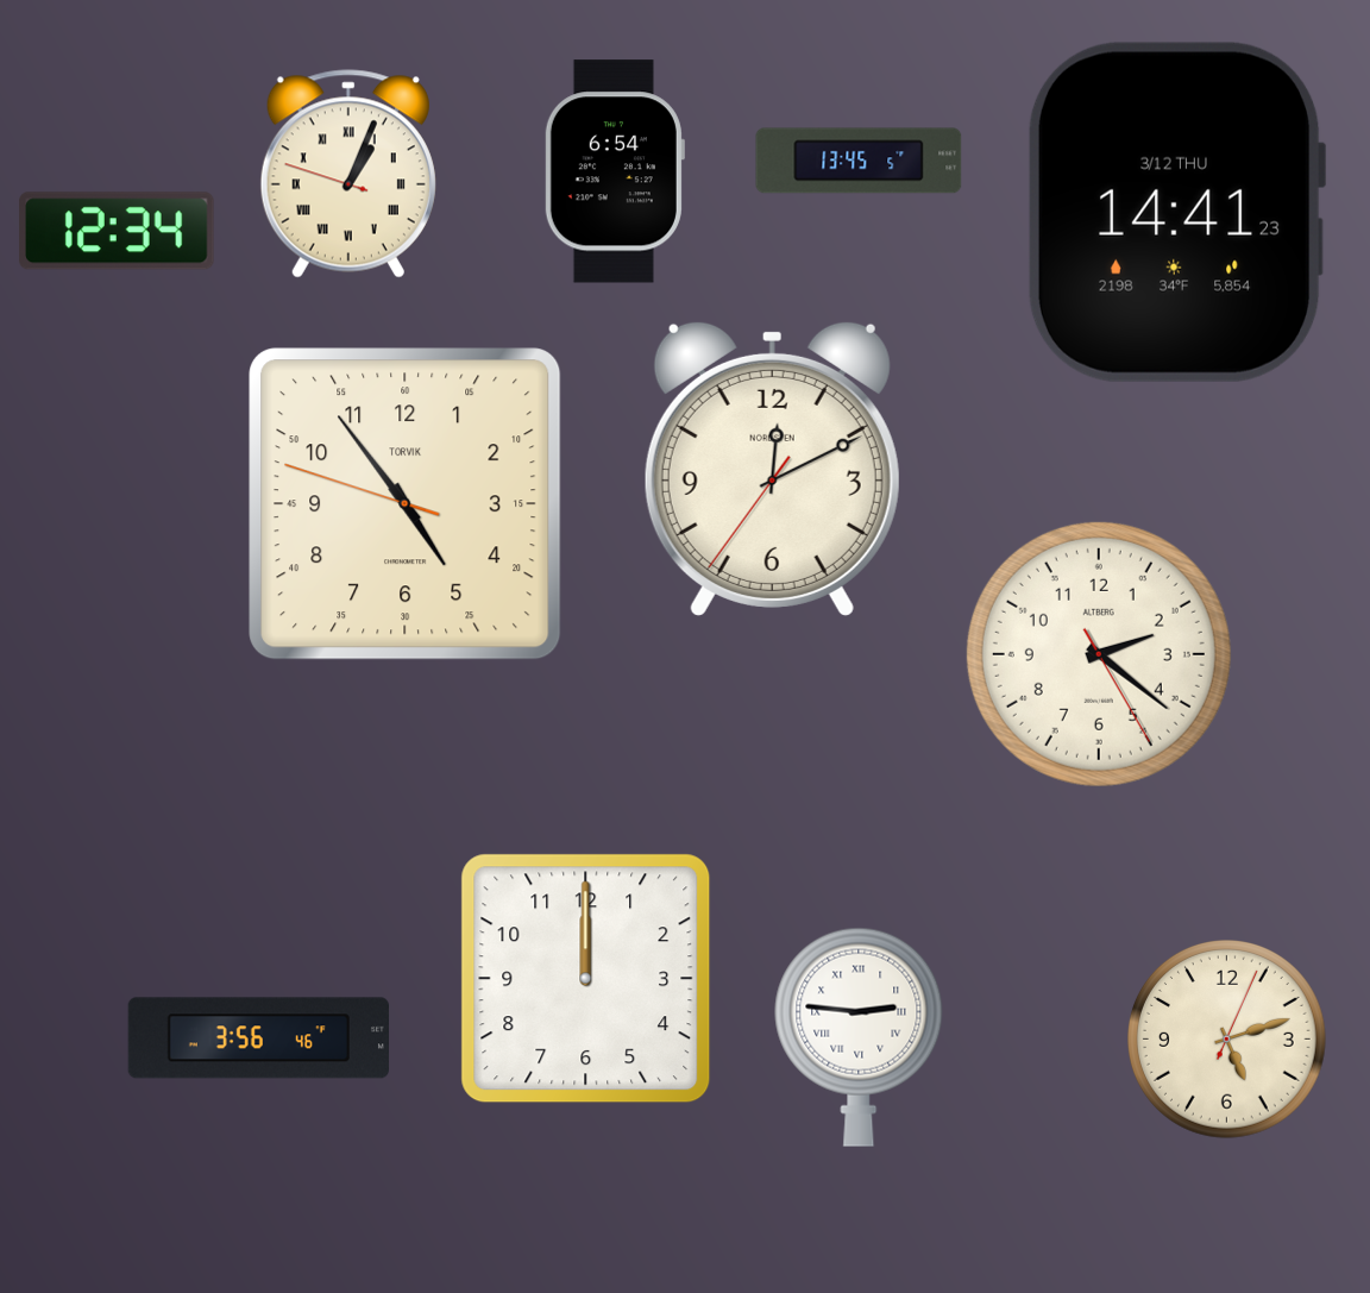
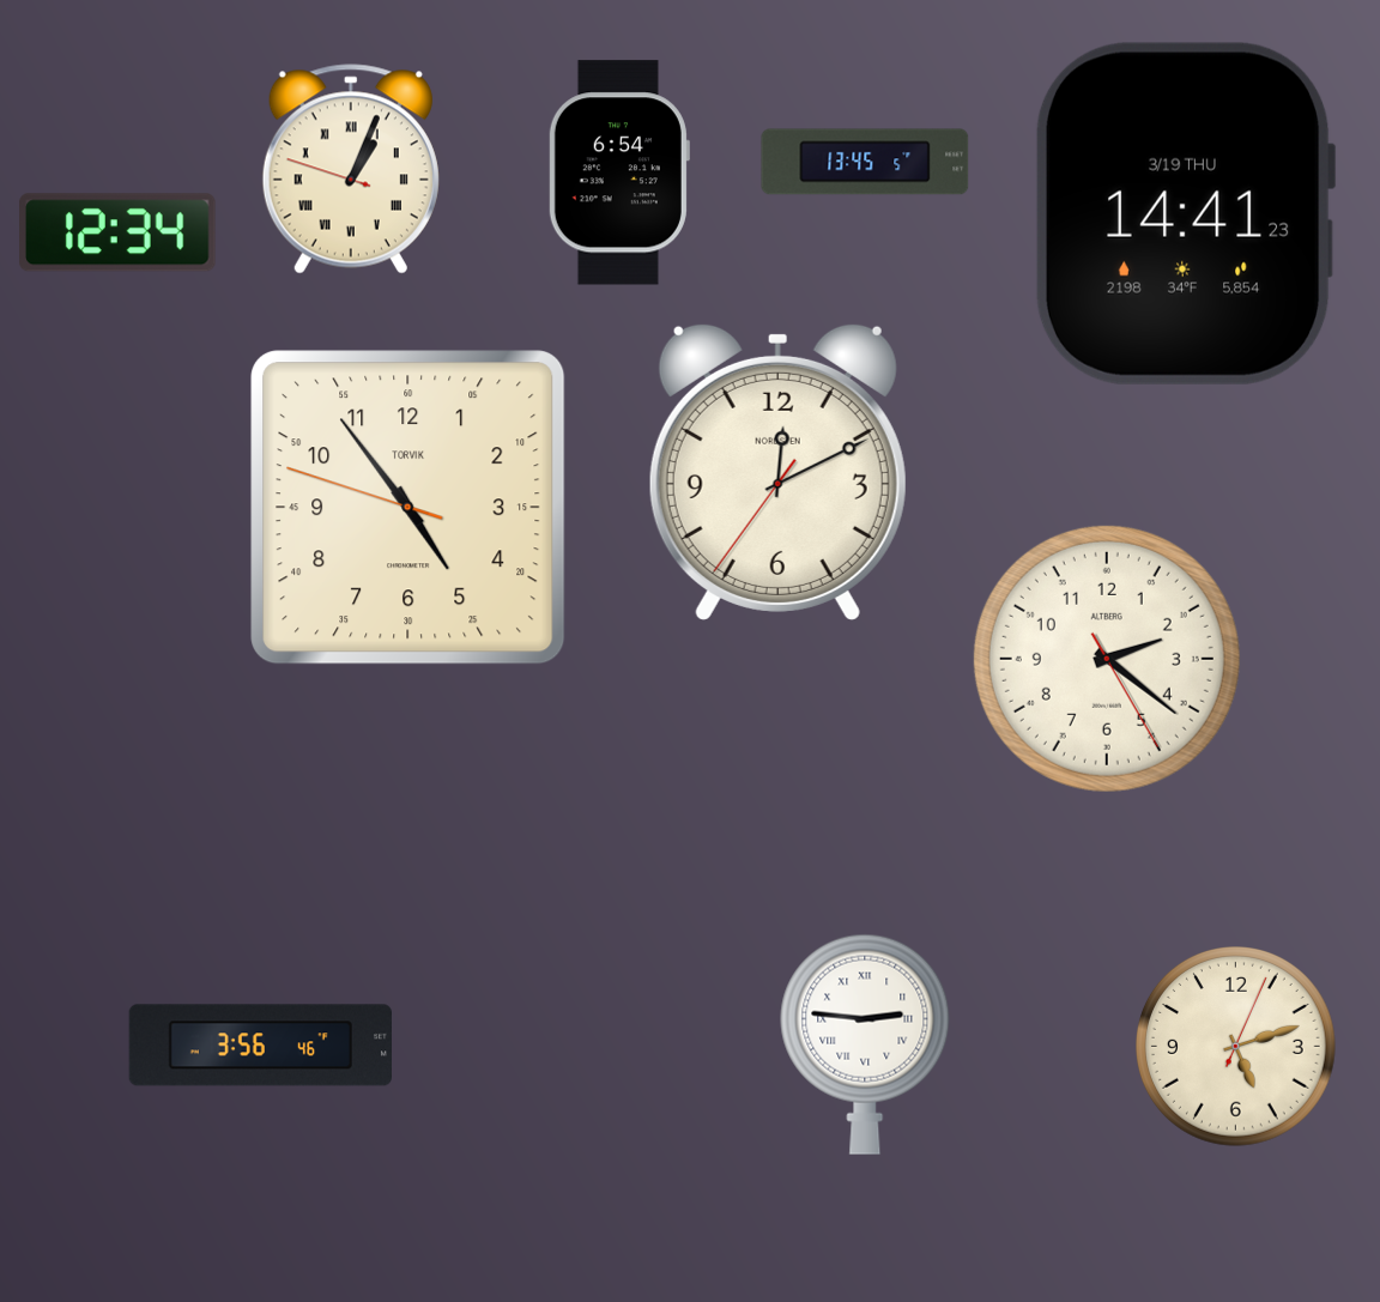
clock at (348, 174) position: (348, 174) -> (351, 169)
clock at (1176, 212) date: 3/12 THU -> 3/19 THU
clock at (586, 979): 12:00 -> none
